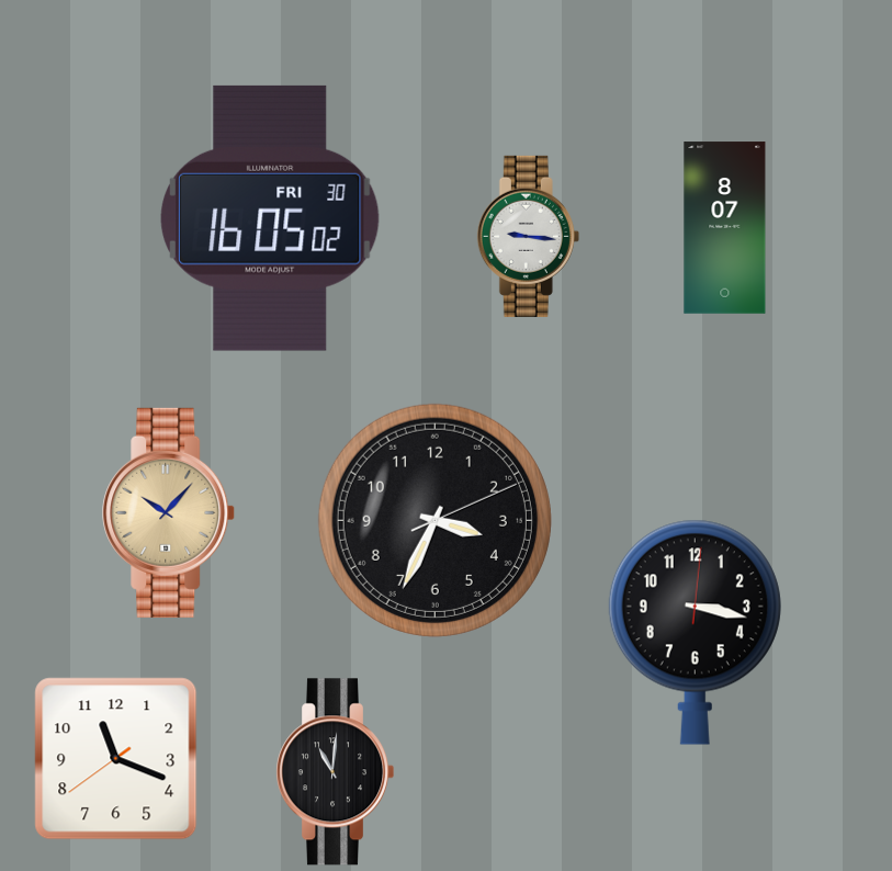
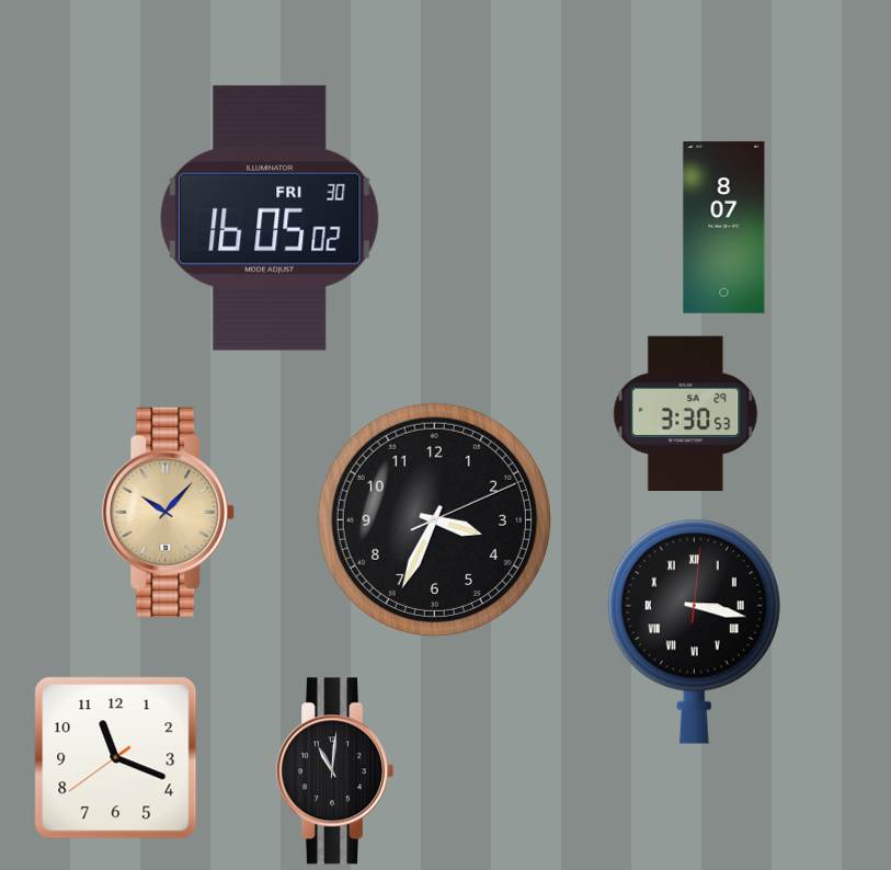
clock at (528, 236): 9:16 -> none
clock at (686, 414): none -> 3:30
clock at (695, 632) numerals: Arabic -> Roman
